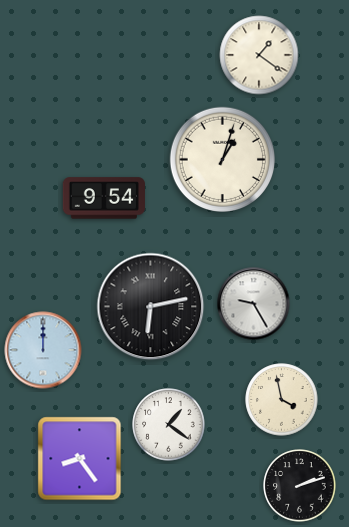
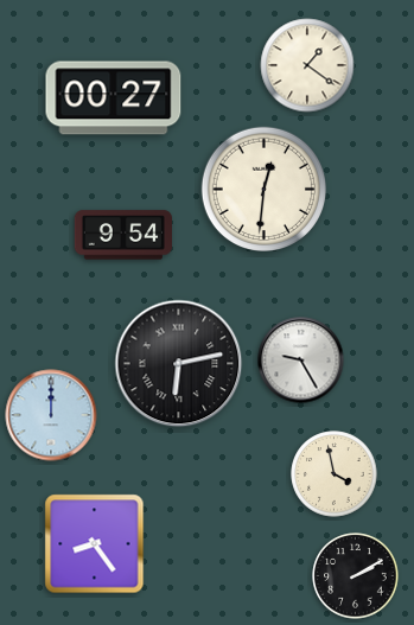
clock at (114, 98): none -> 00:27
clock at (222, 159): 1:03 -> 12:31
clock at (169, 425): 1:21 -> none
clock at (300, 486): 2:12 -> 2:10
